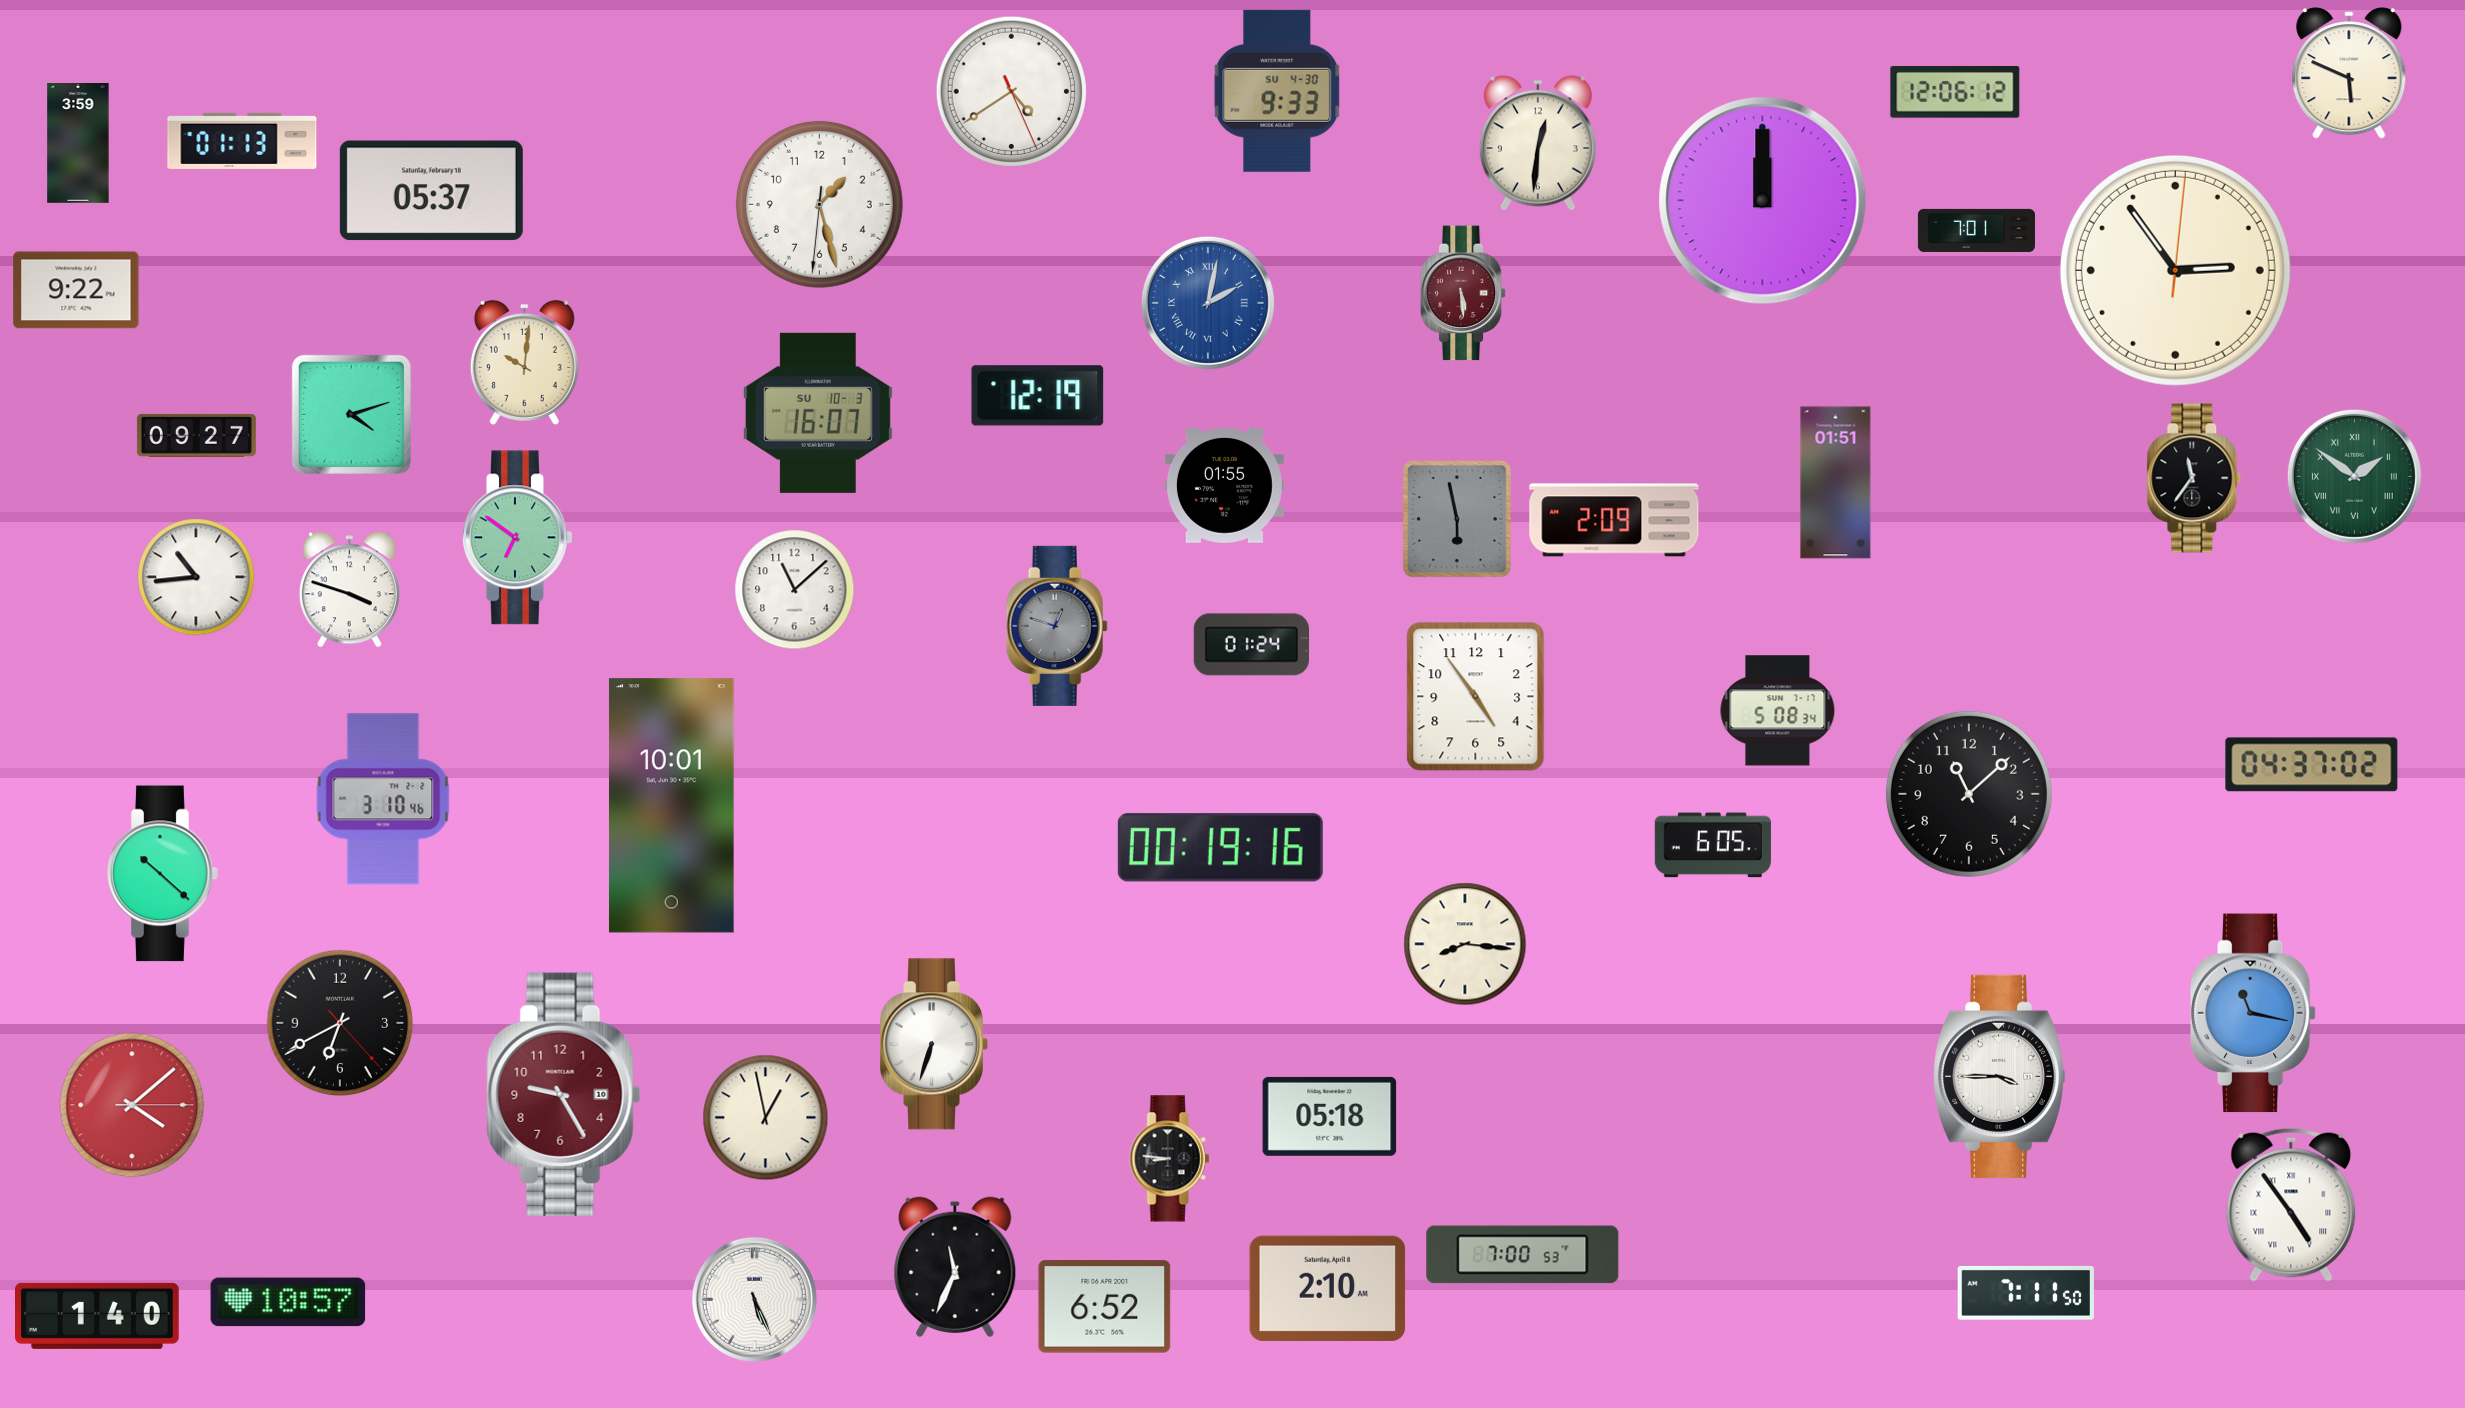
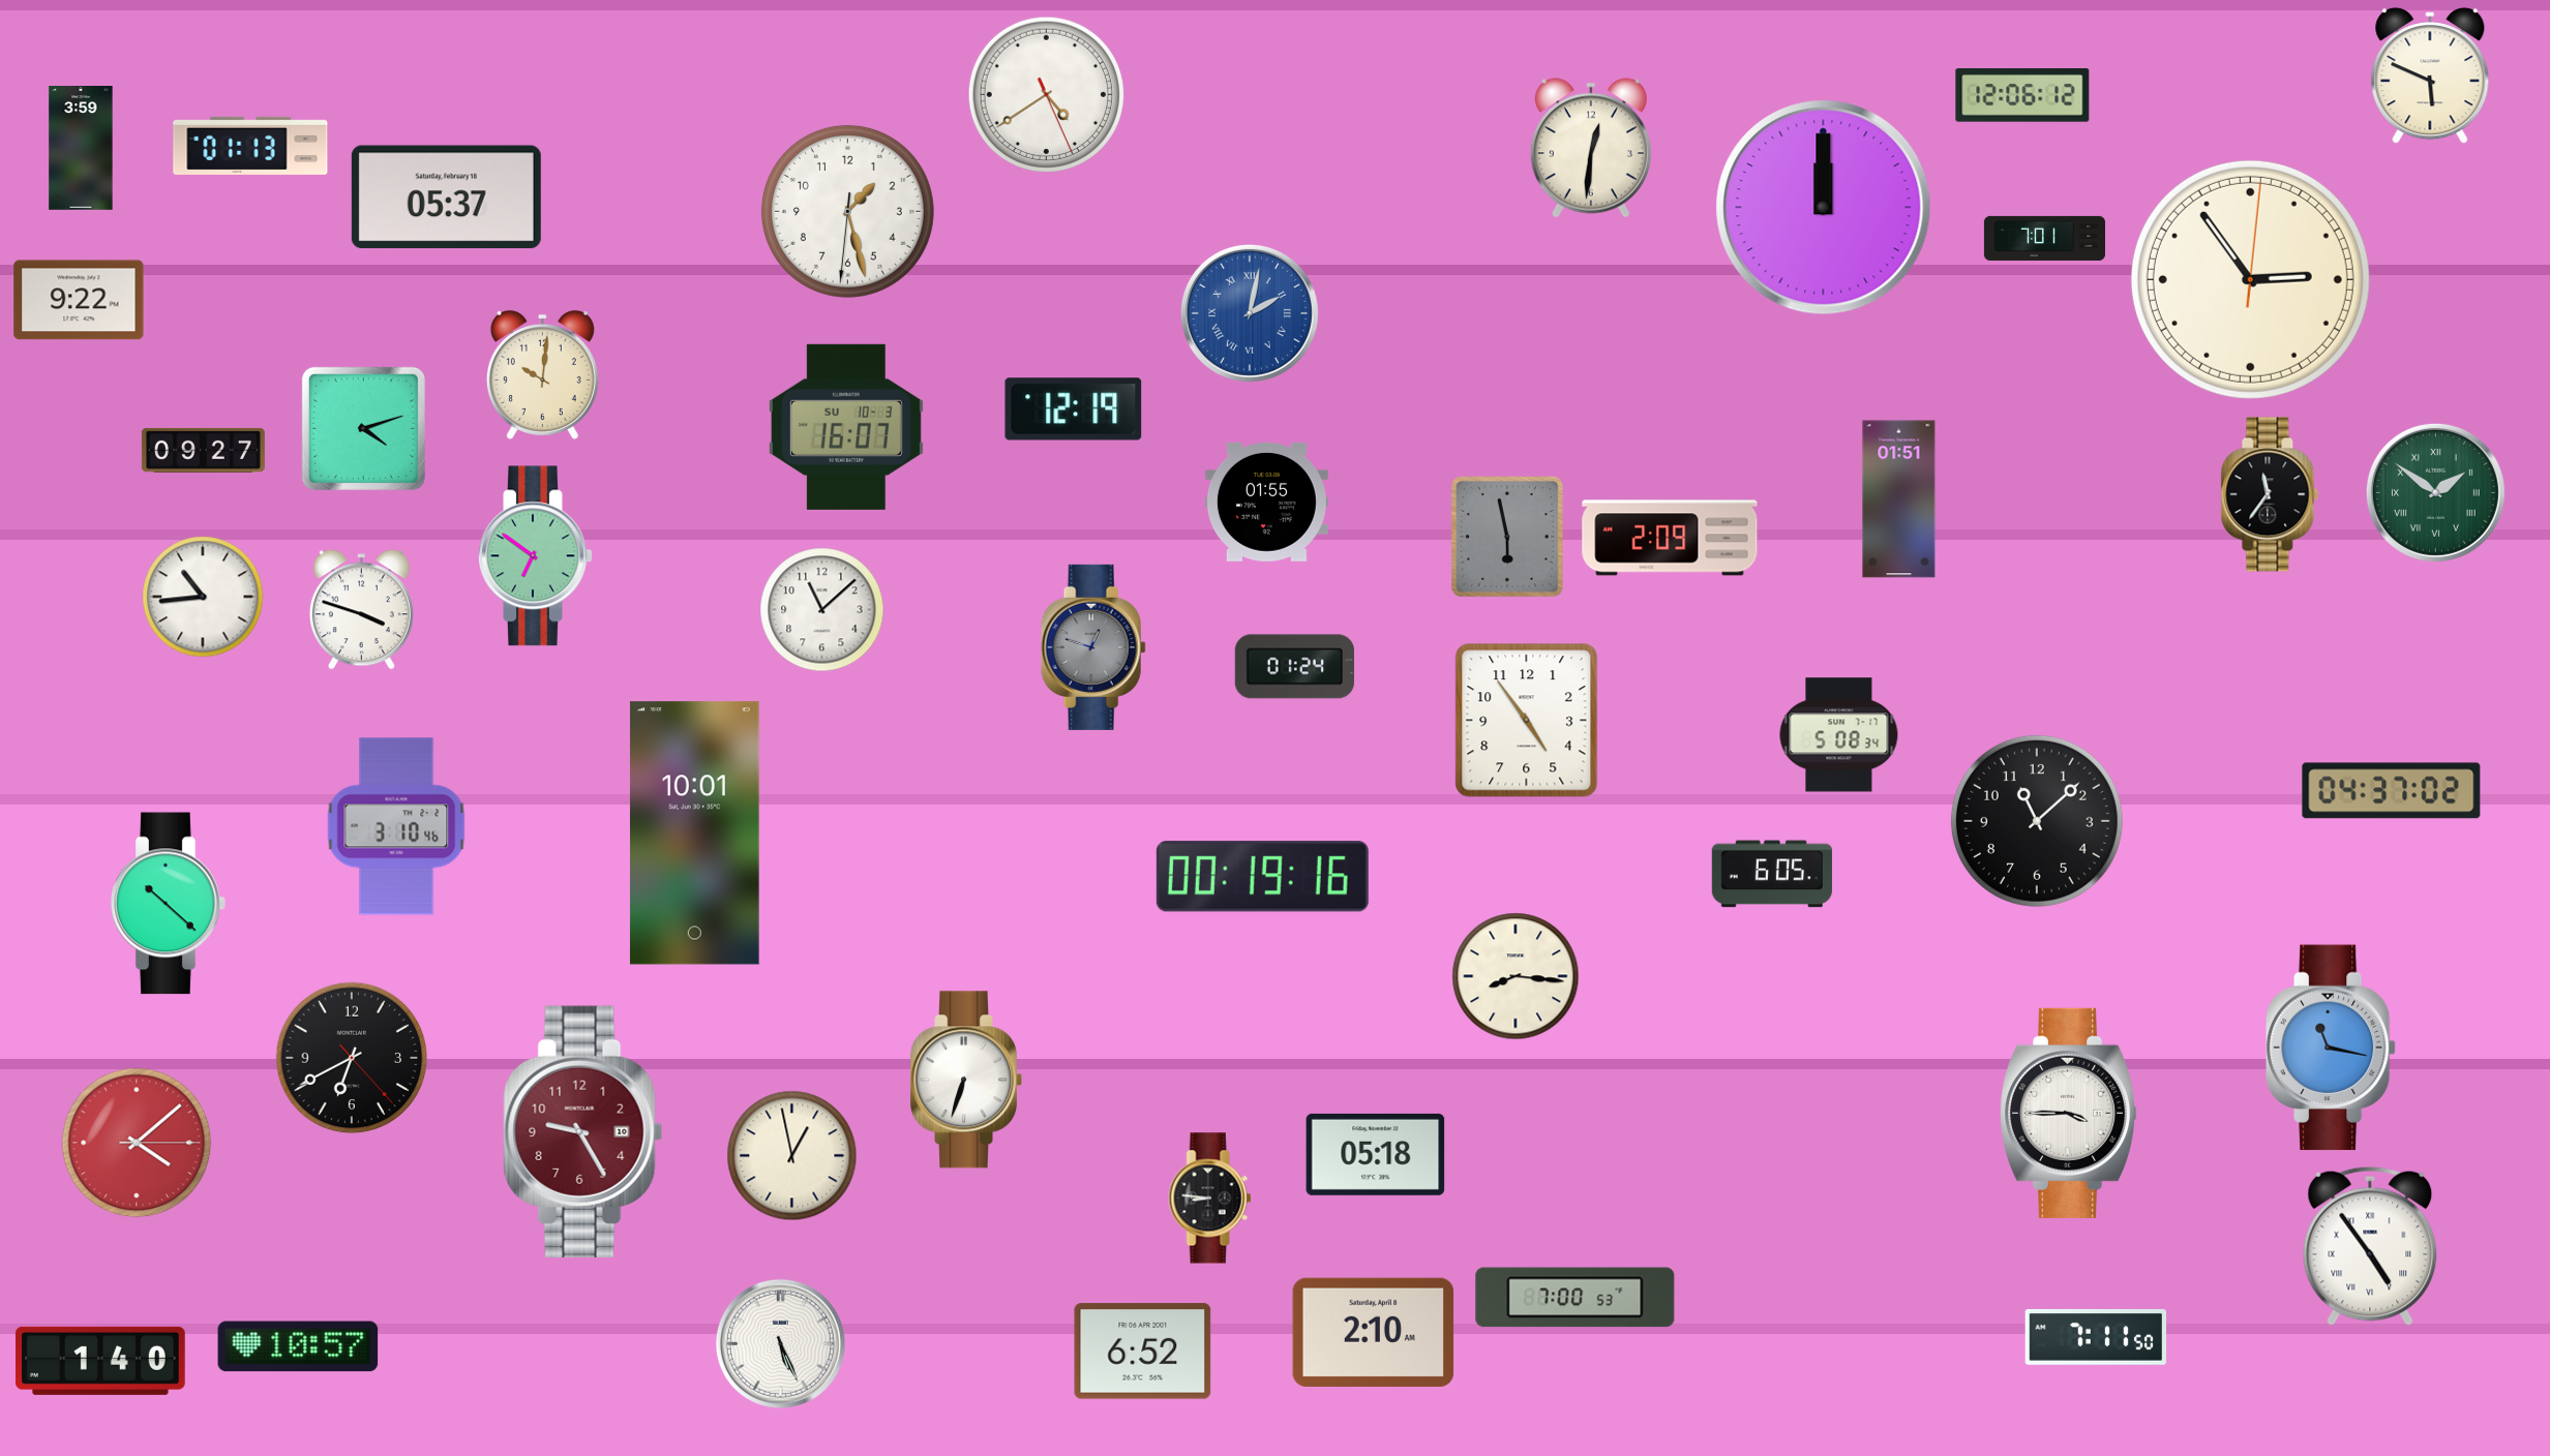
clock at (1277, 91): 9:33 -> none
clock at (1463, 293): 5:29 -> none
clock at (955, 1267): 11:34 -> none
